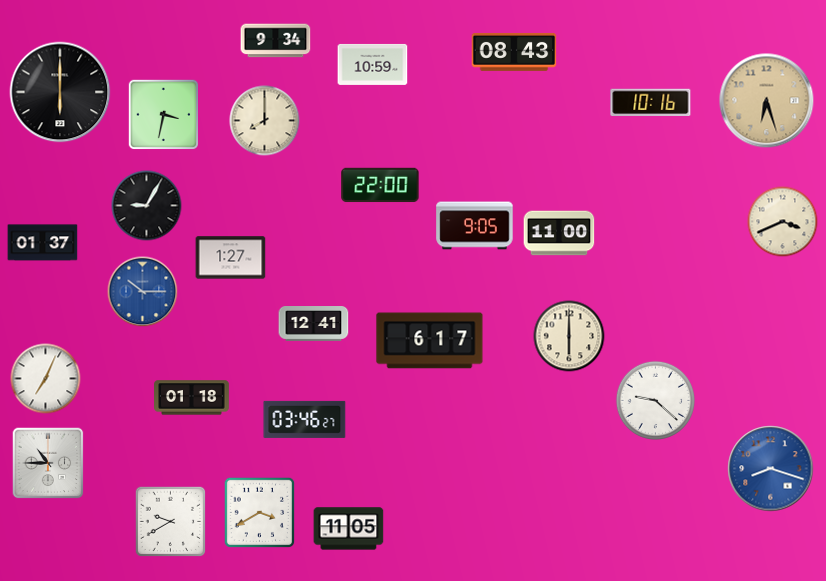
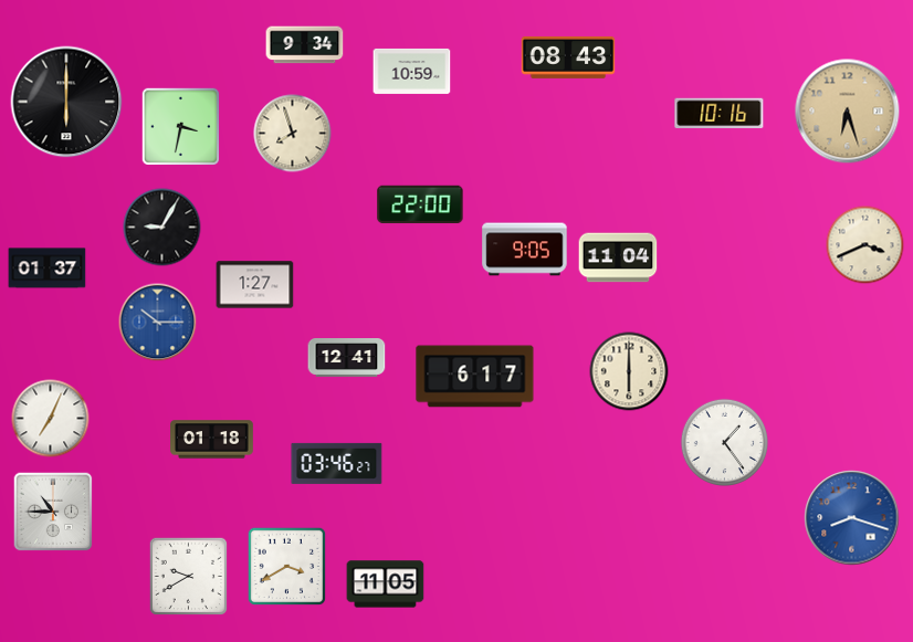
clock at (265, 121): 8:00 -> 7:57
clock at (559, 233): 11:00 -> 11:04
clock at (655, 400): 9:22 -> 1:24
